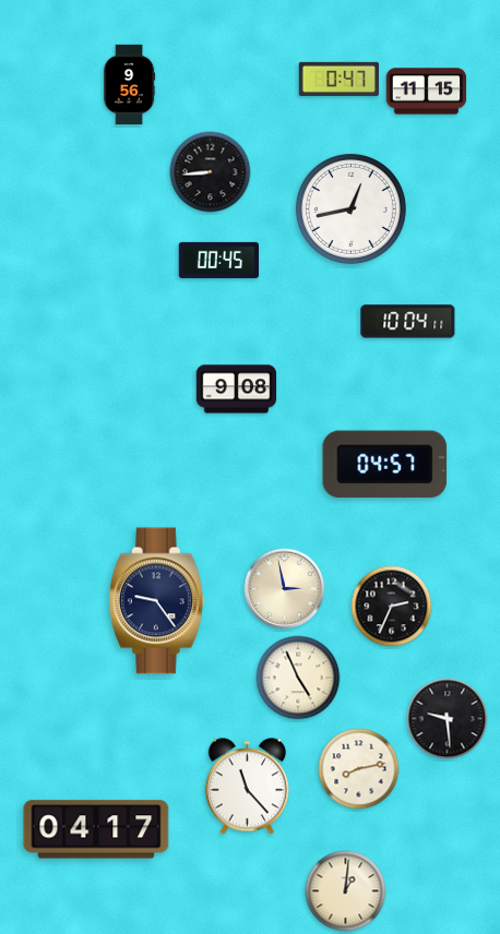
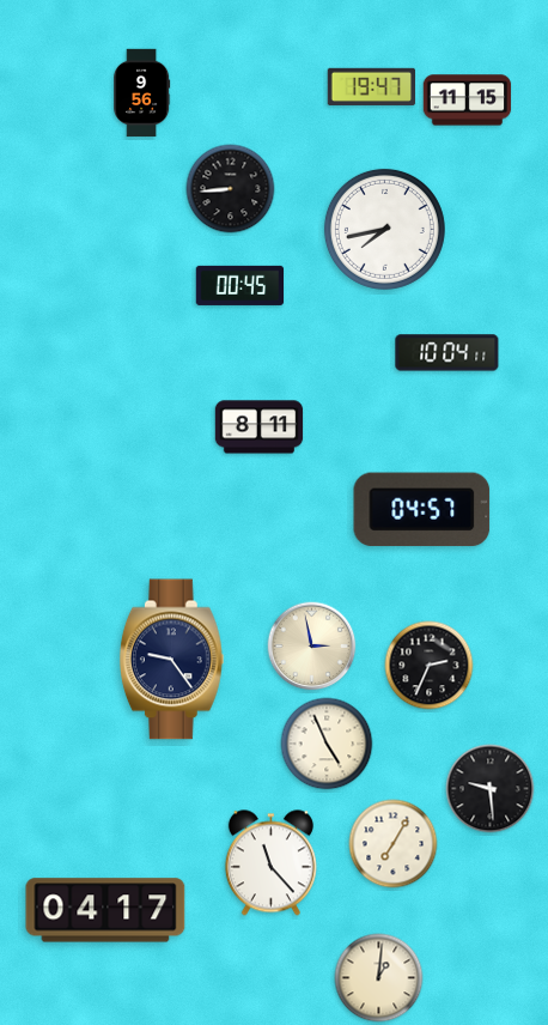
clock at (340, 79): 0:47 -> 19:47
clock at (350, 208): 12:43 -> 7:43
clock at (237, 390): 9:08 -> 8:11
clock at (359, 769): 8:13 -> 7:05
